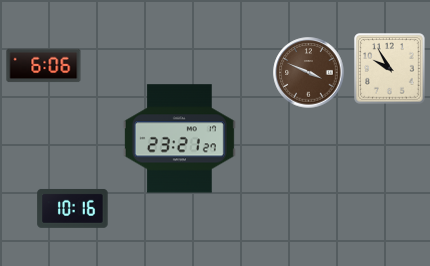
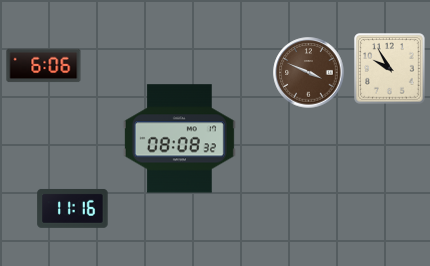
clock at (179, 139): 23:21 -> 08:08
clock at (73, 208): 10:16 -> 11:16
